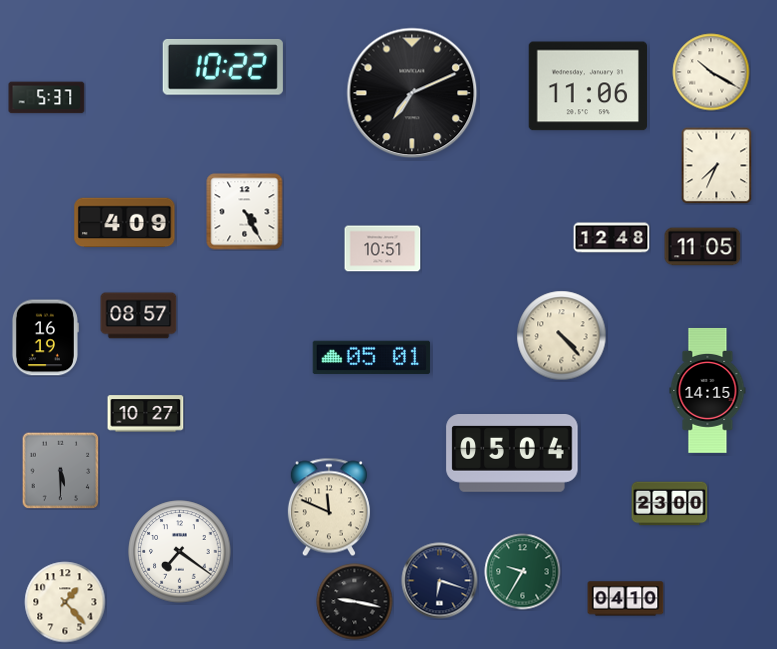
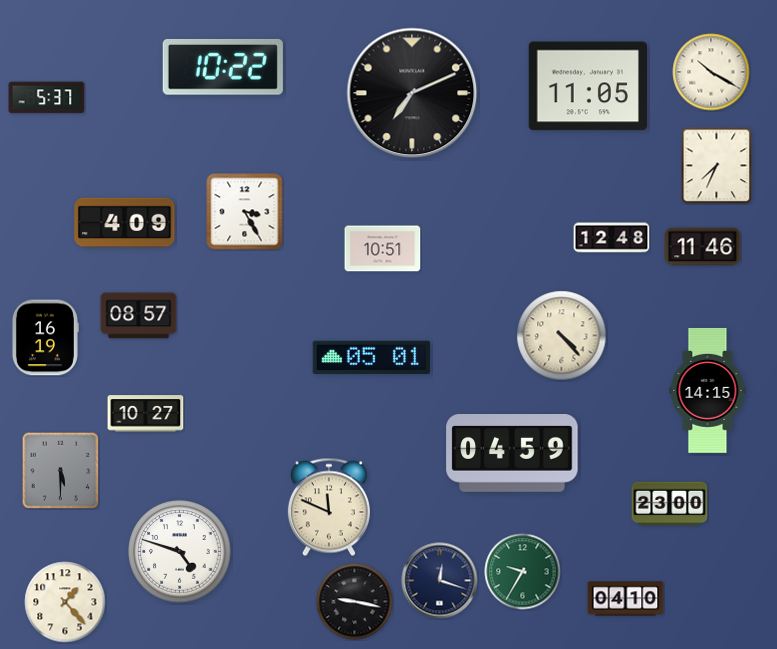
clock at (587, 86): 11:06 -> 11:05
clock at (245, 212): 4:25 -> 3:25
clock at (703, 247): 11:05 -> 11:46
clock at (512, 454): 05:04 -> 04:59
clock at (180, 552): 7:21 -> 4:48
clock at (440, 581): 6:18 -> 12:18
